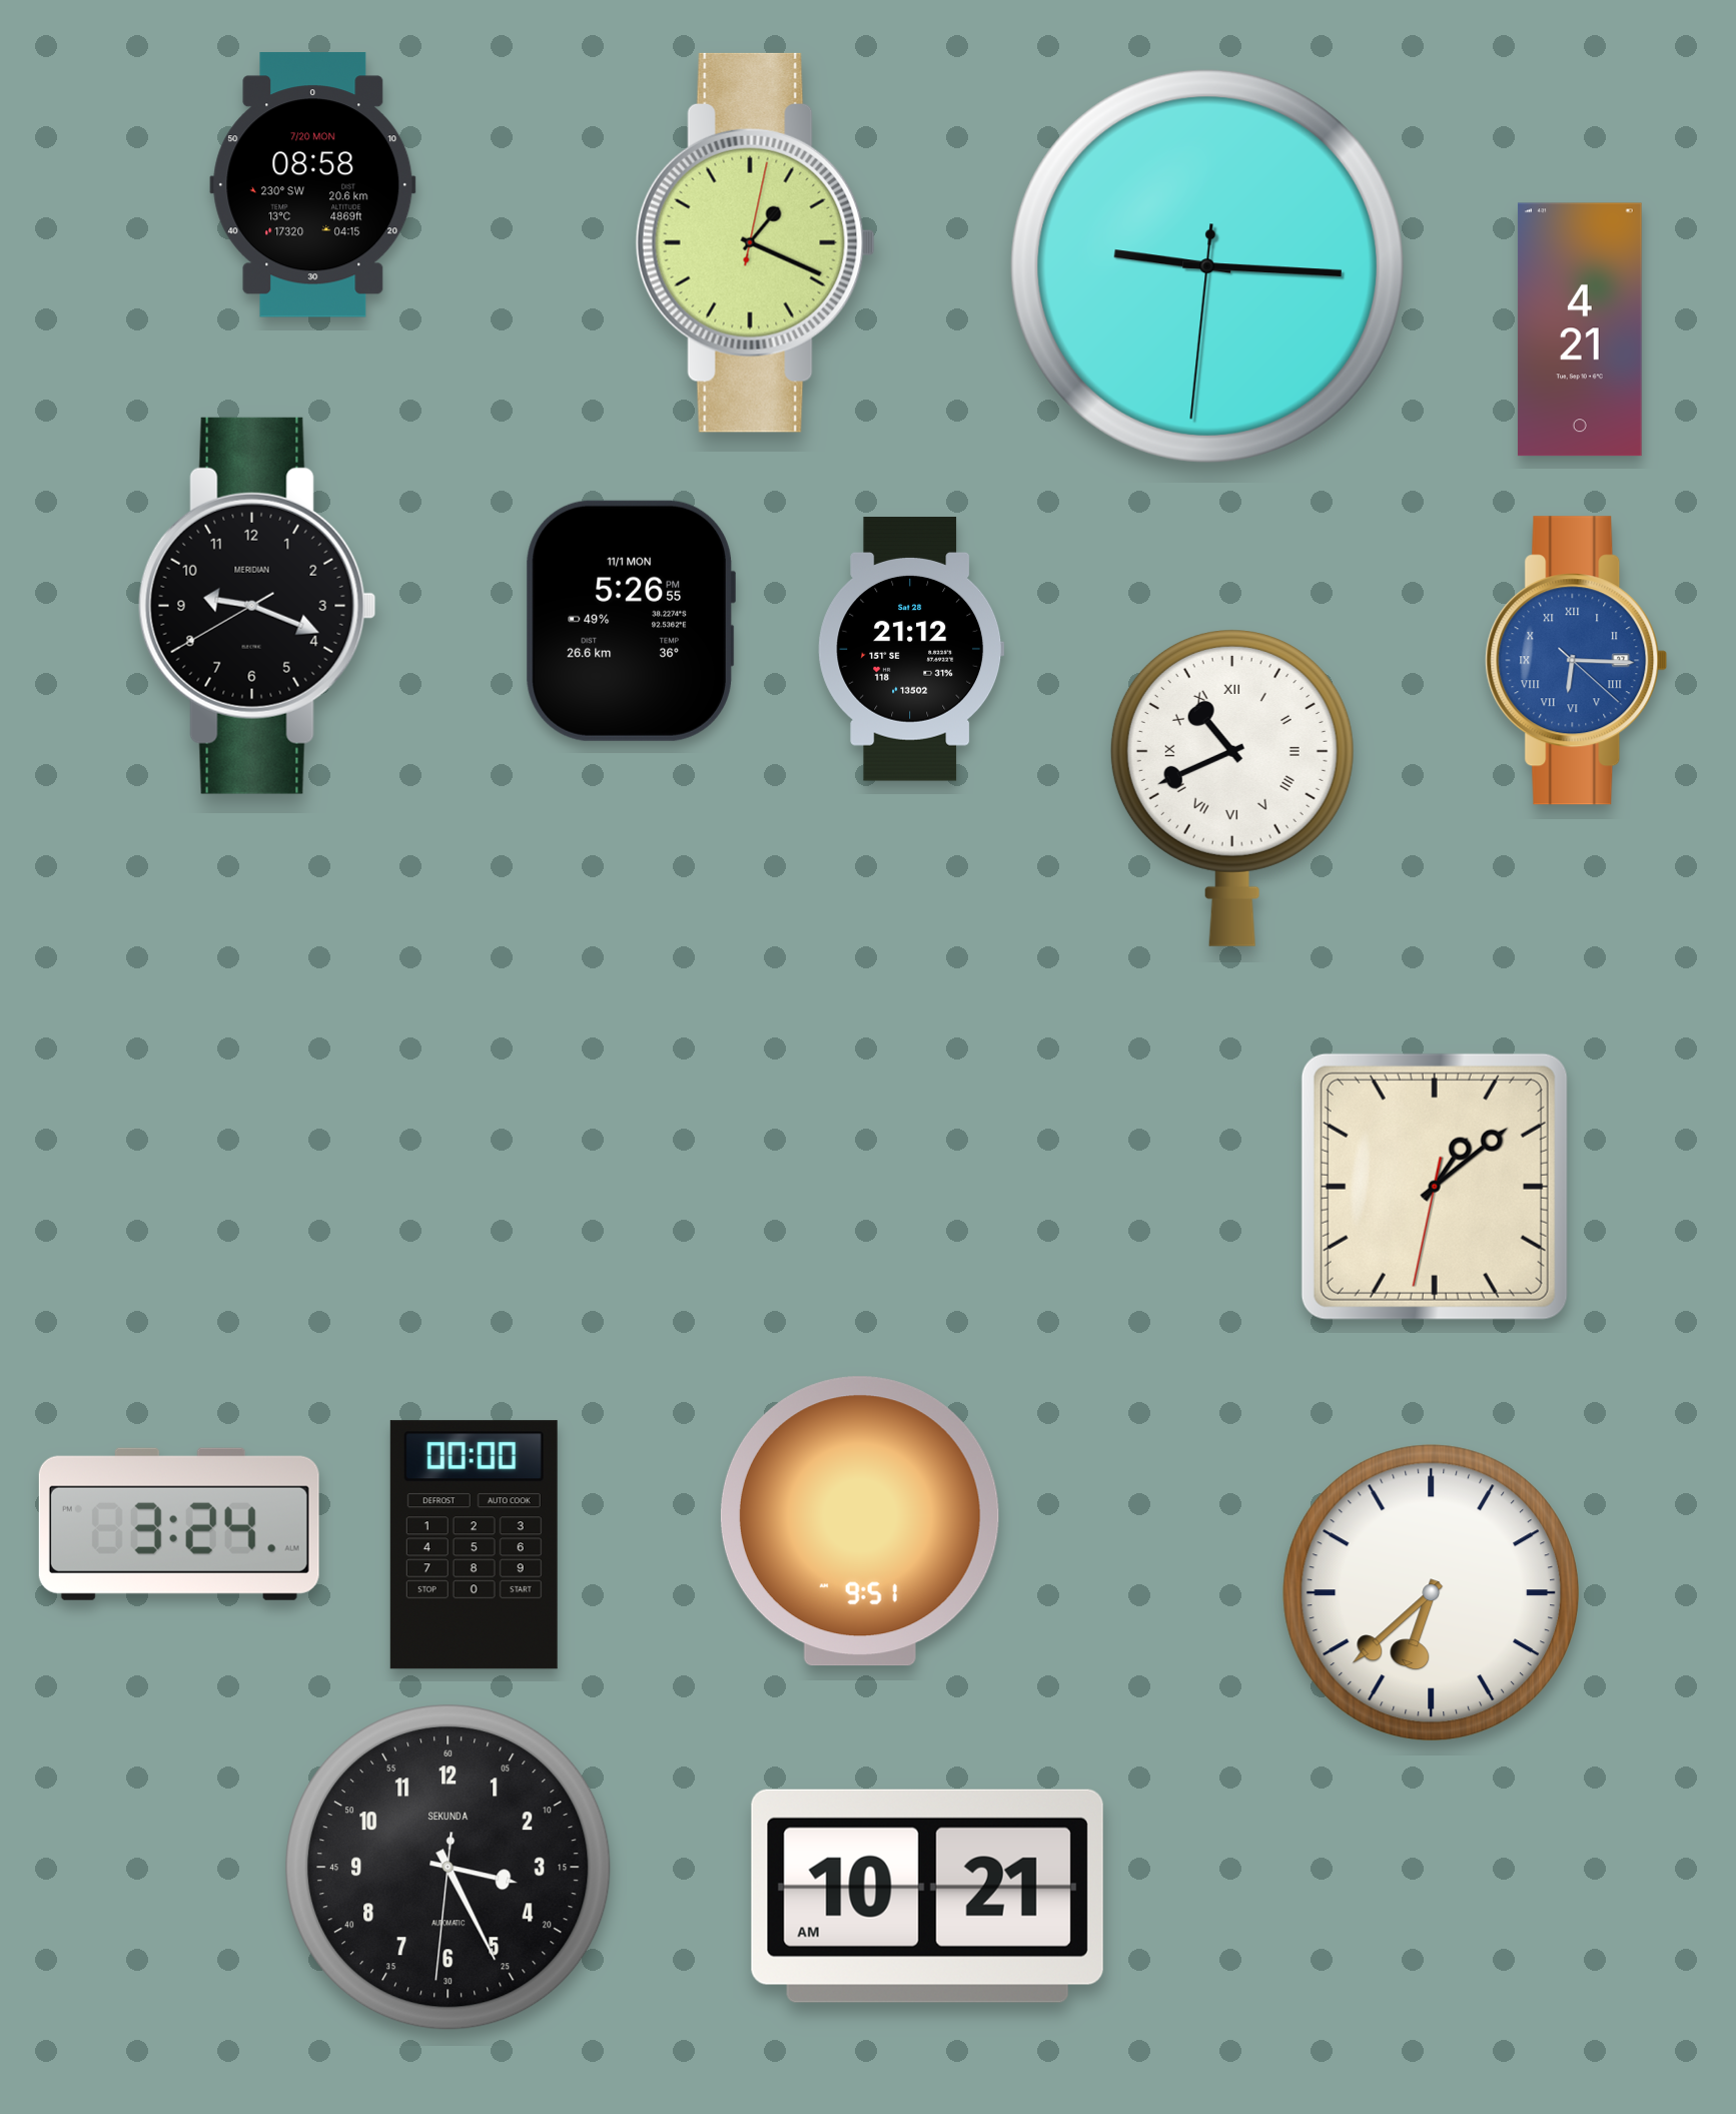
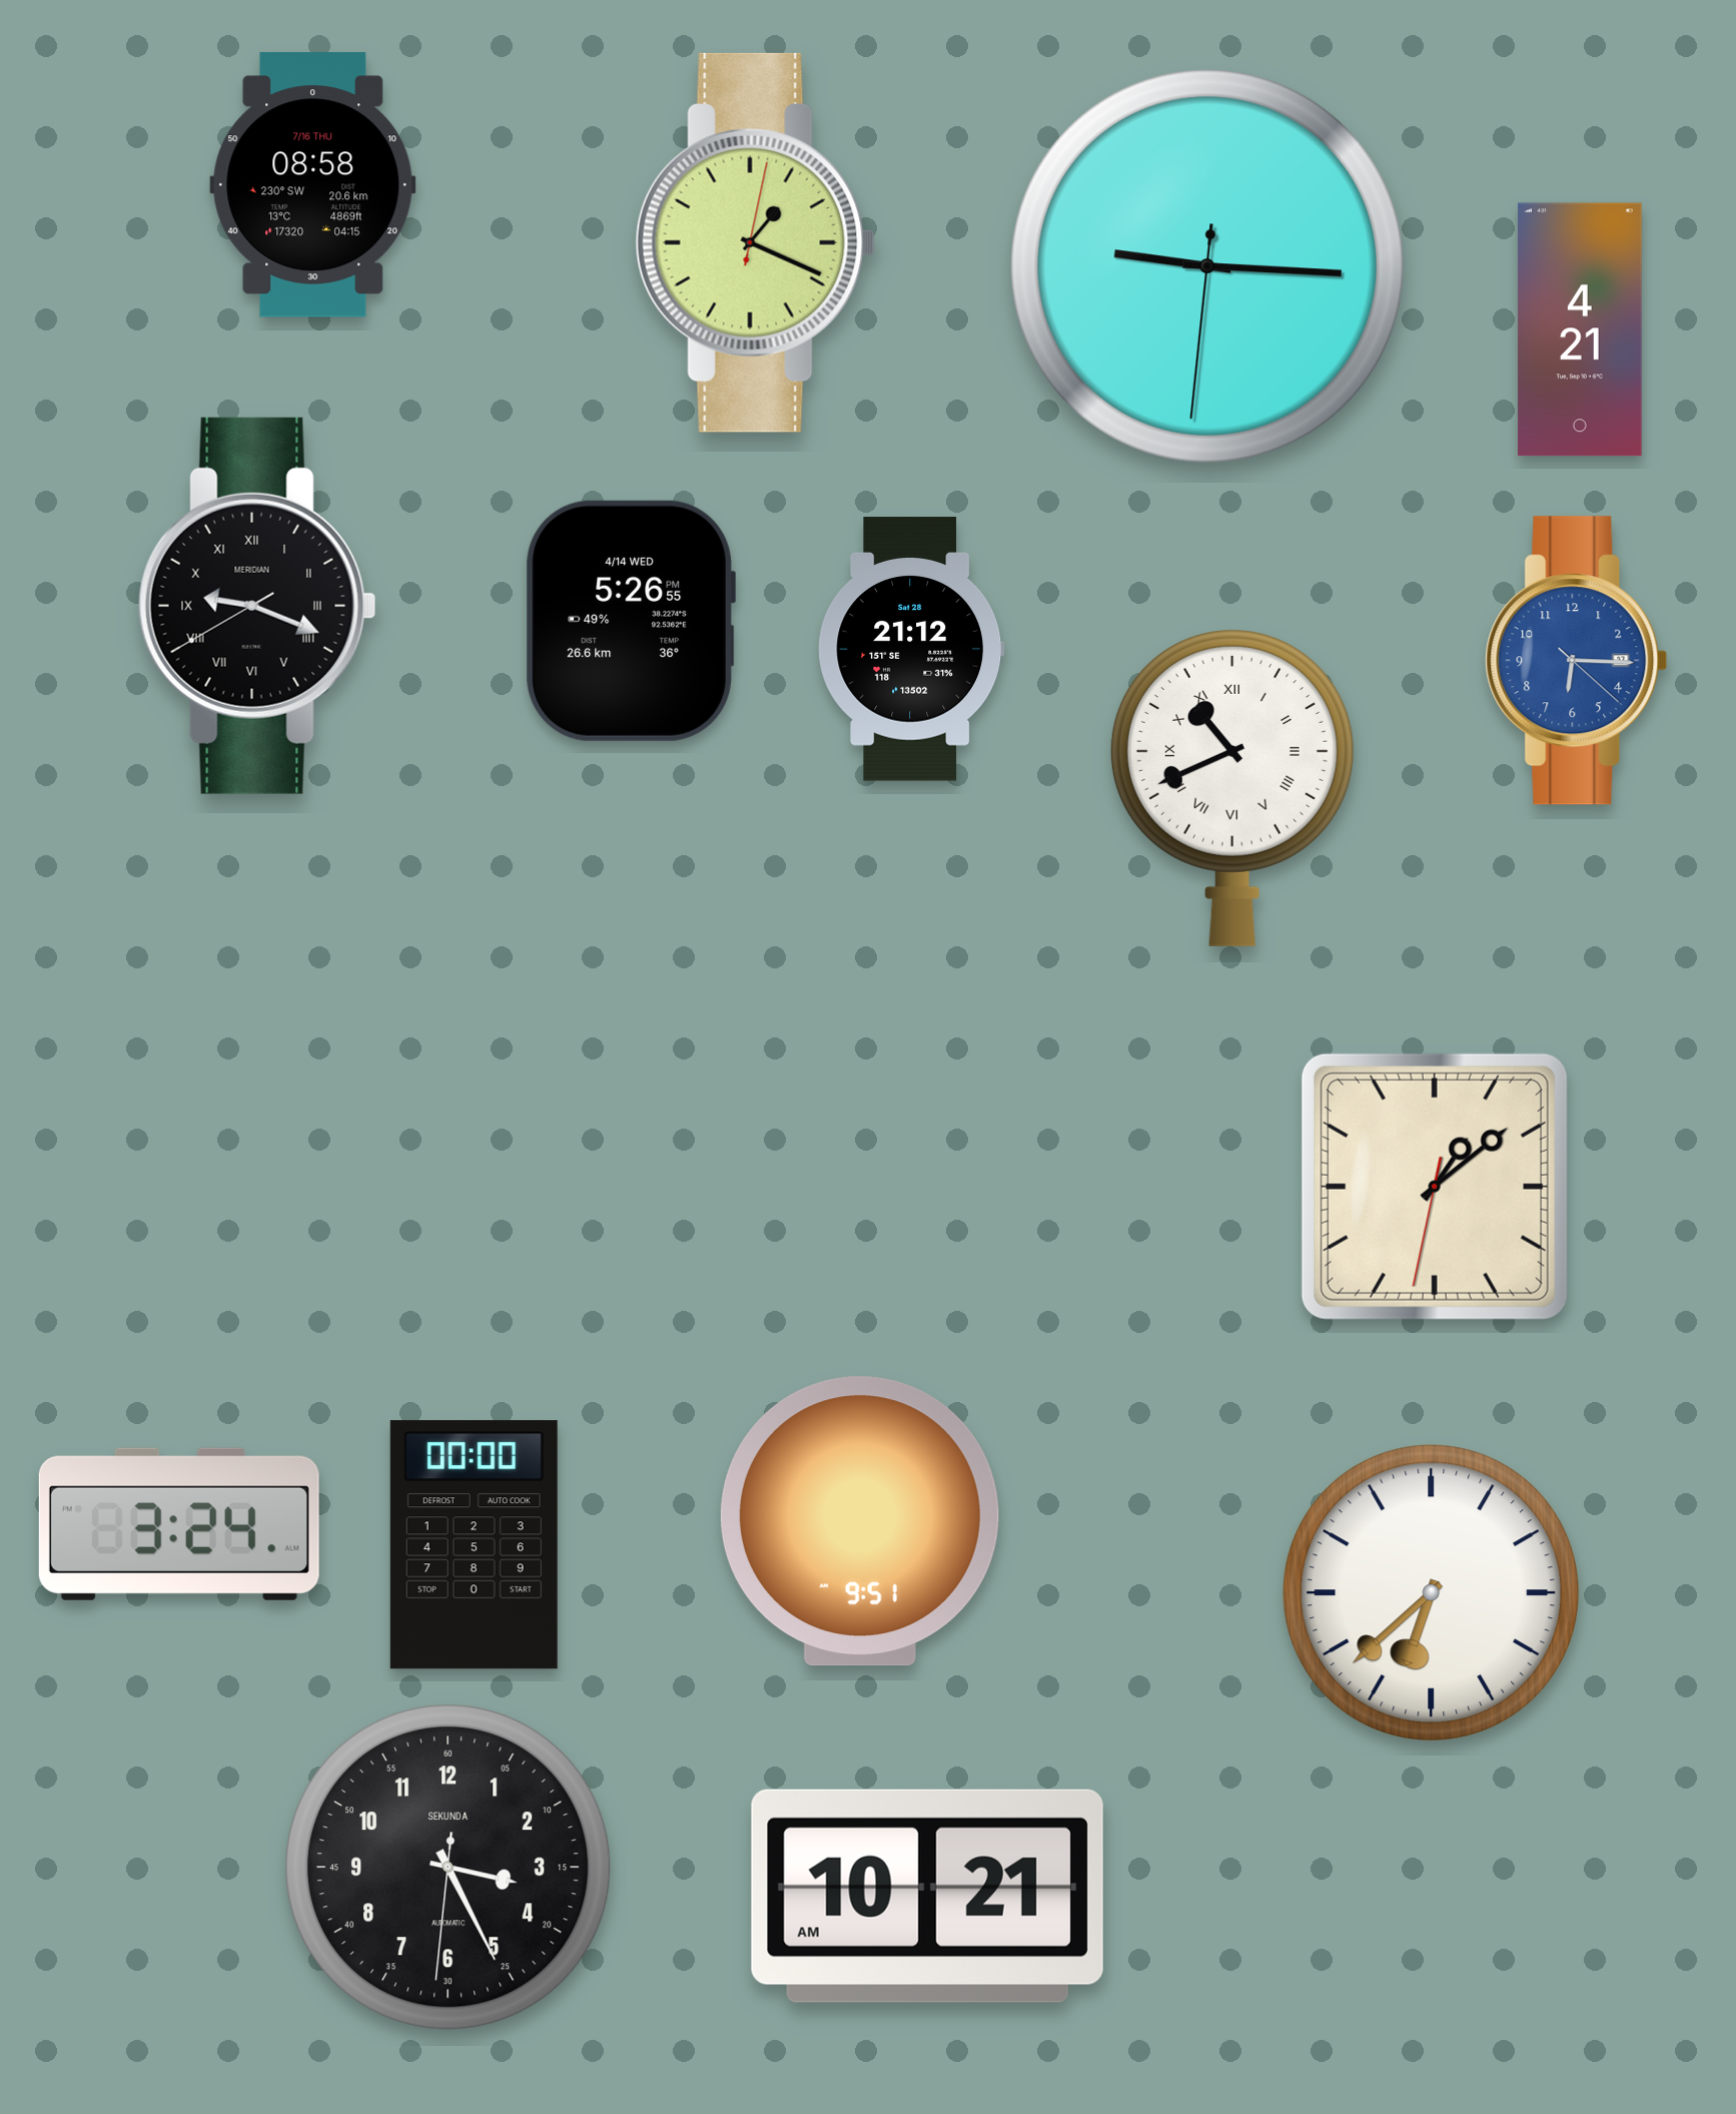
clock at (313, 185) date: 7/20 MON -> 7/16 THU
clock at (257, 606) numerals: Arabic -> Roman
clock at (630, 621) date: 11/1 MON -> 4/14 WED
clock at (1577, 661) numerals: Roman -> Arabic
